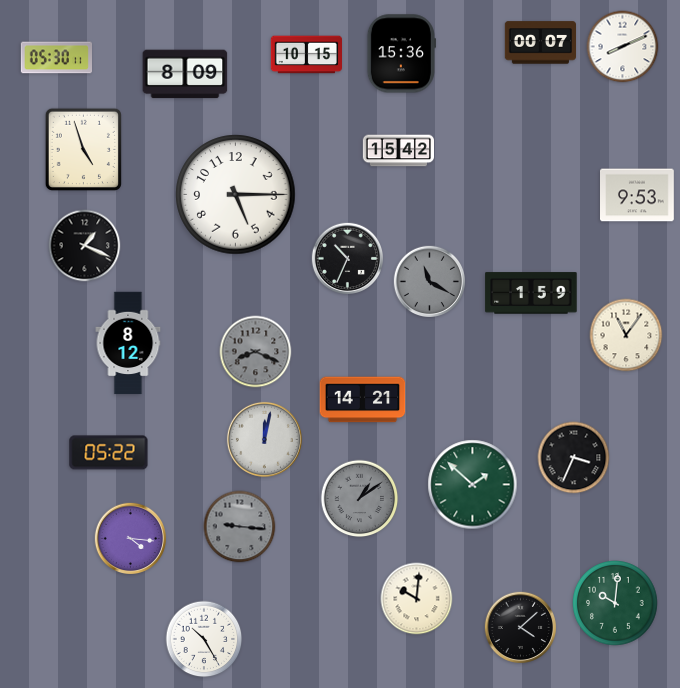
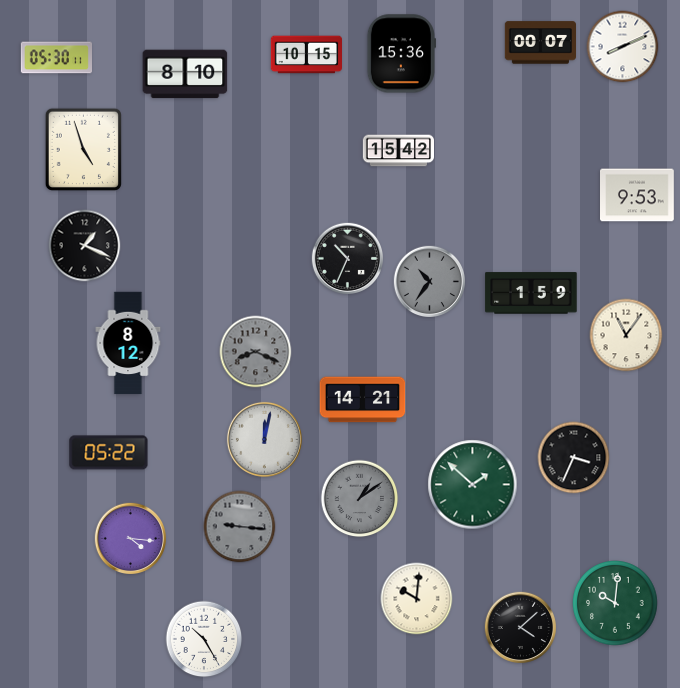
clock at (185, 74): 8:09 -> 8:10
clock at (236, 195): 5:15 -> none
clock at (429, 281): 11:20 -> 10:36
